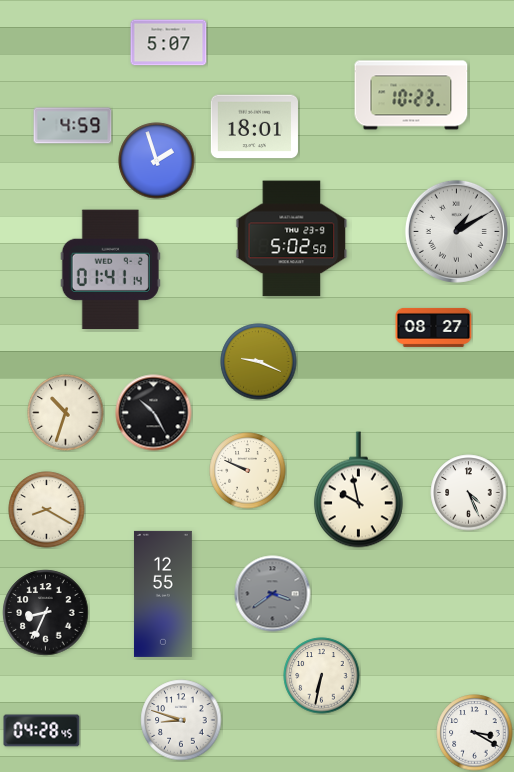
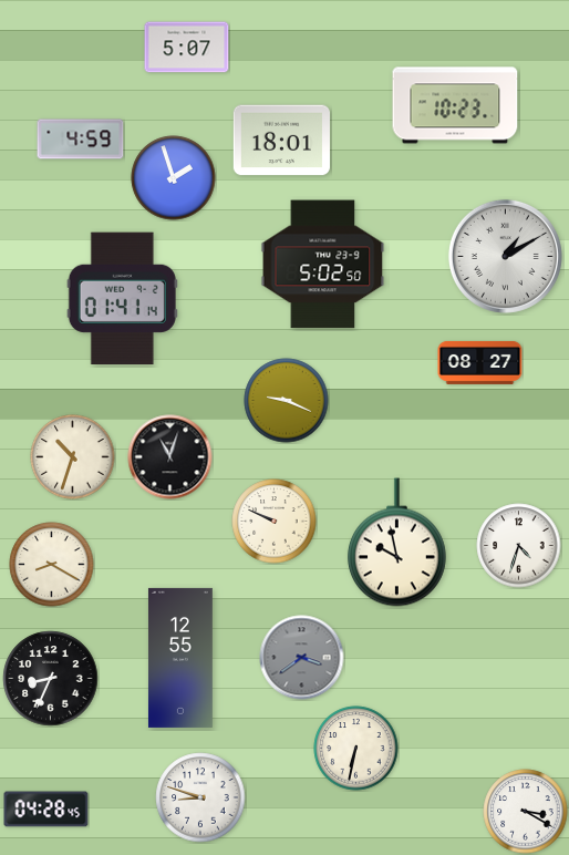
clock at (154, 413): 10:25 -> 11:03
clock at (469, 493): 4:26 -> 4:33
